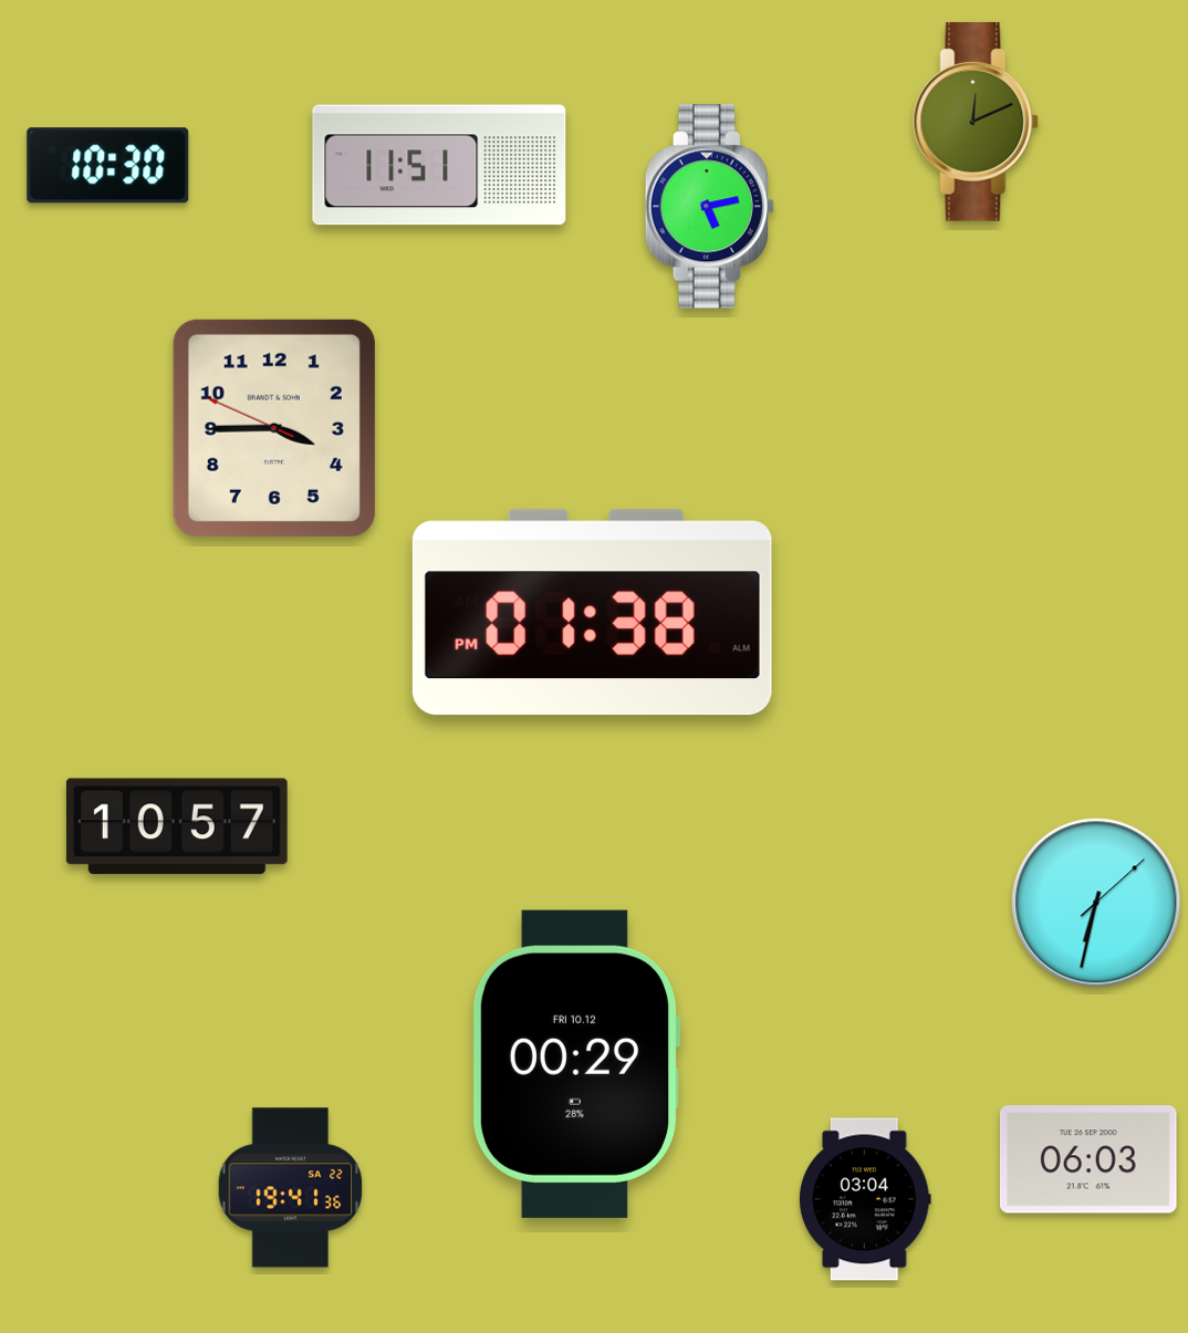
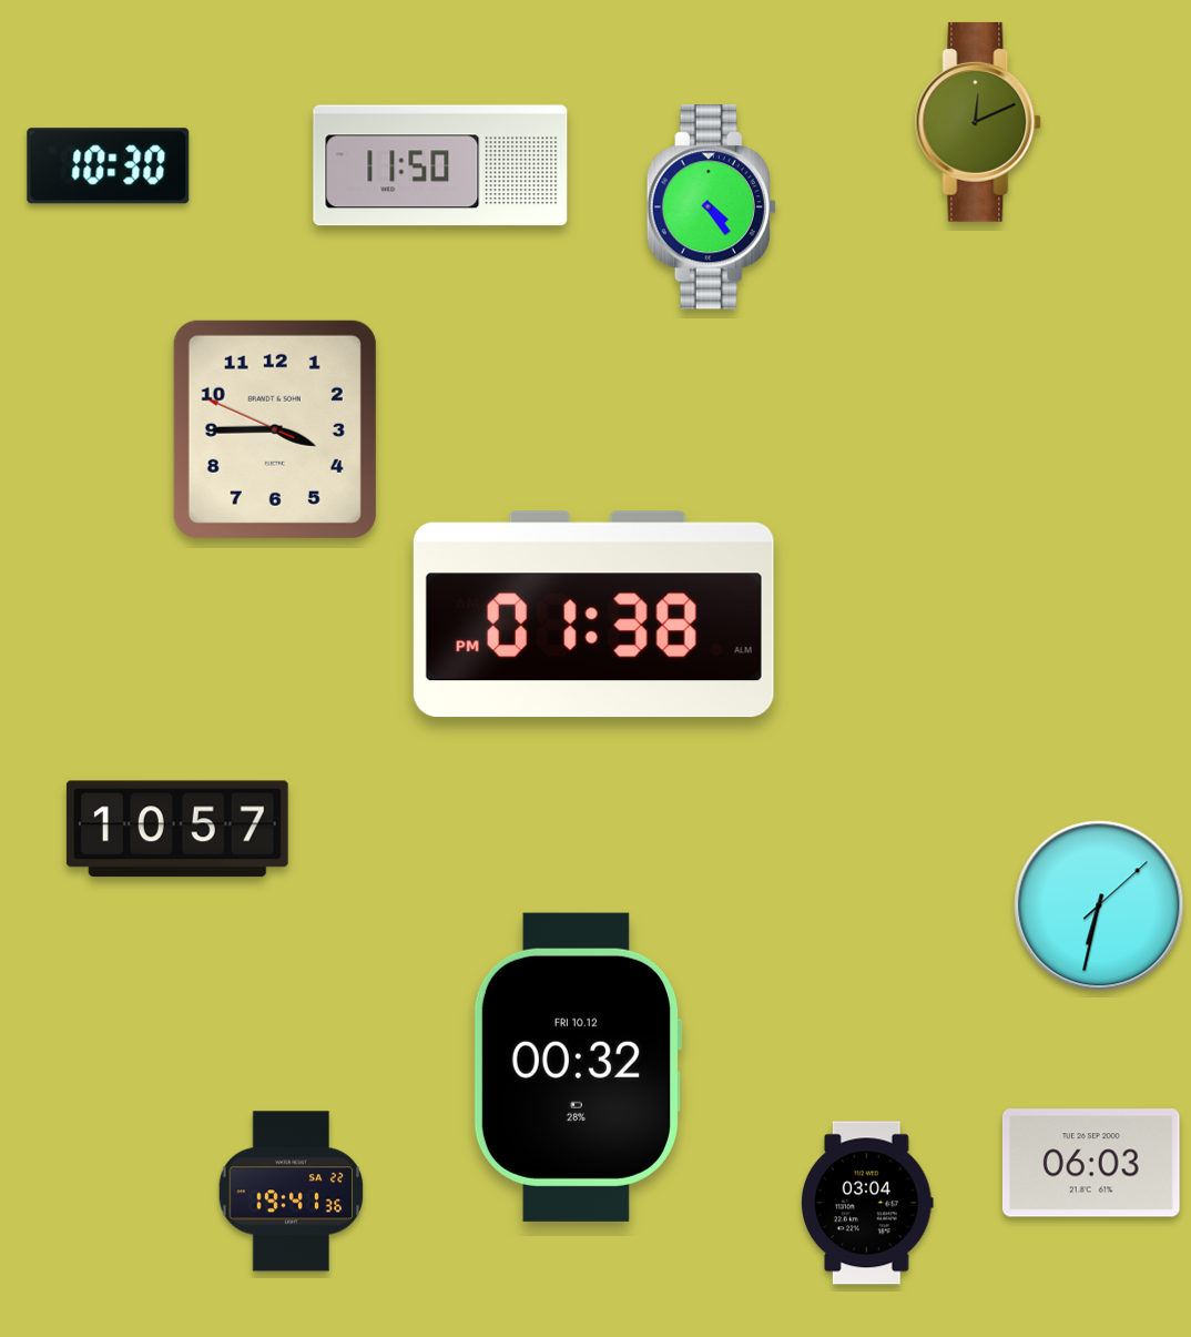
clock at (439, 165): 11:51 -> 11:50
clock at (709, 207): 5:13 -> 4:24
clock at (575, 1064): 00:29 -> 00:32
